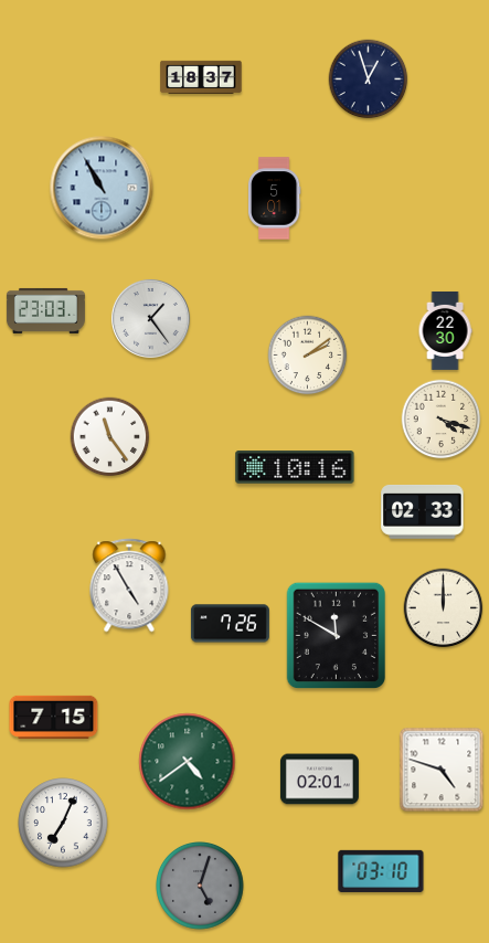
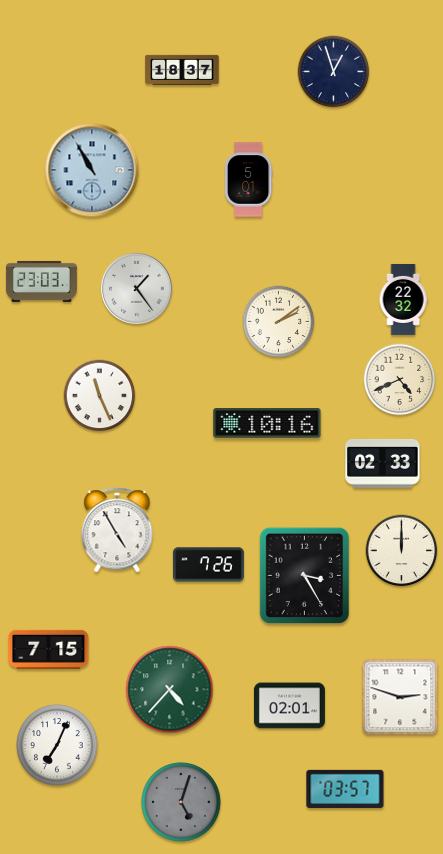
clock at (445, 330): 22:30 -> 22:32
clock at (442, 420): 4:18 -> 4:41
clock at (110, 437): 11:24 -> 11:26
clock at (336, 636): 11:50 -> 3:25
clock at (188, 762): 4:39 -> 4:37
clock at (442, 770): 4:48 -> 2:48
clock at (381, 871): 03:10 -> 03:57
